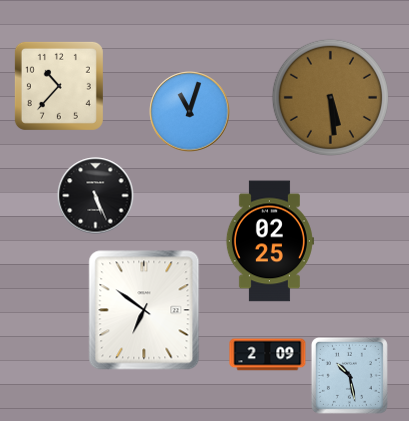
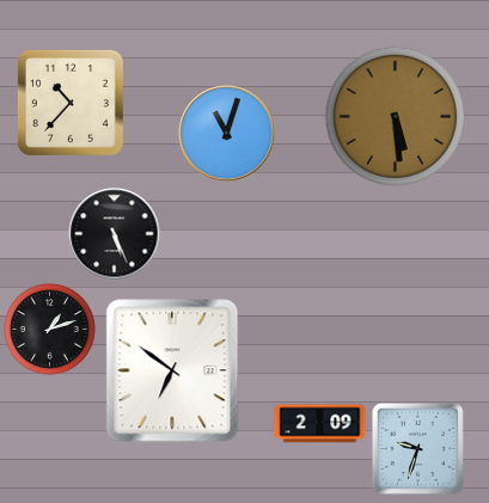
clock at (269, 241): 02:25 -> none
clock at (50, 330): none -> 1:12
clock at (349, 375): 10:28 -> 9:33
